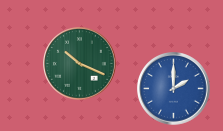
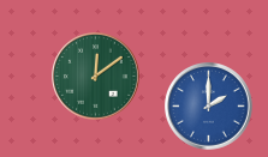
clock at (80, 64): 10:19 -> 12:09
